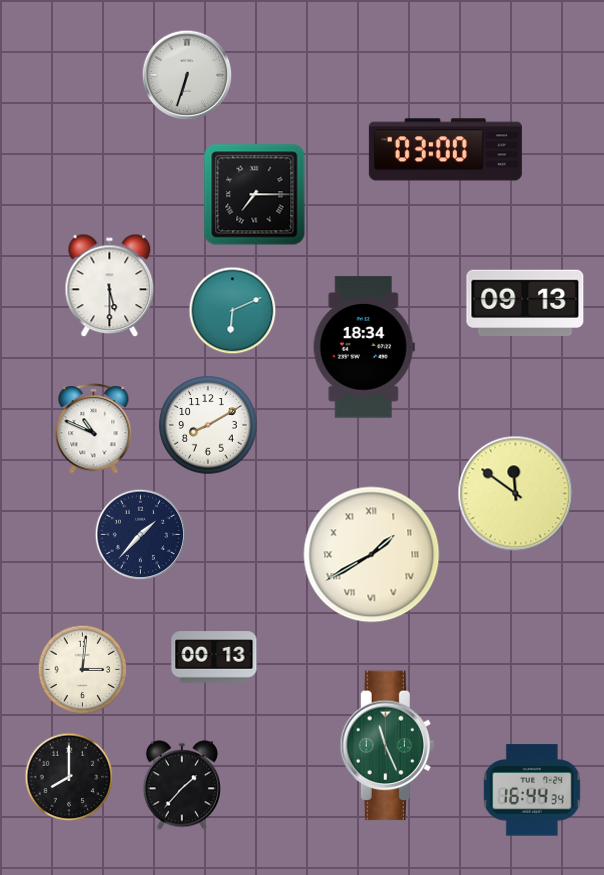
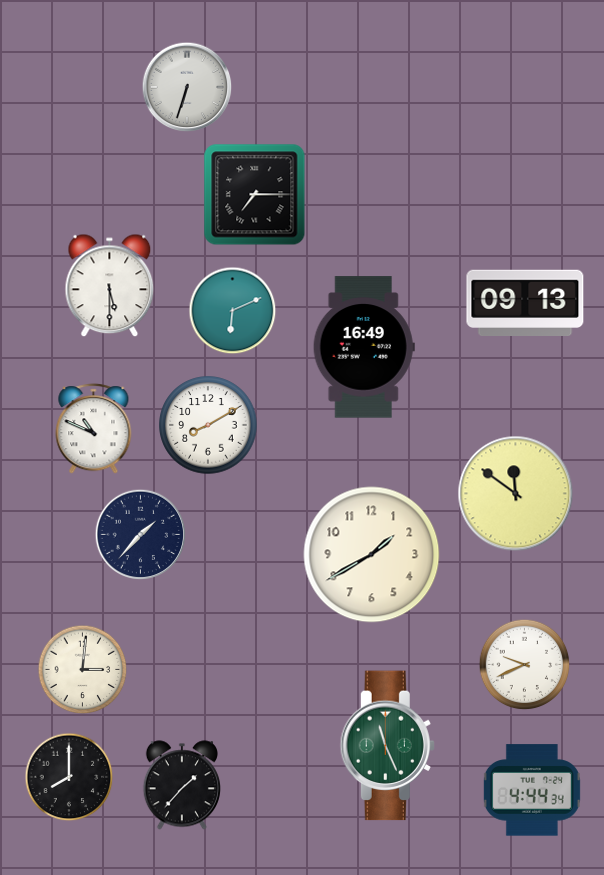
clock at (187, 75) position: (187, 75) -> (187, 87)
clock at (445, 150): 03:00 -> none
clock at (364, 347): 18:34 -> 16:49
clock at (372, 555) numerals: Roman -> Arabic
clock at (214, 657): 00:13 -> none
clock at (525, 665): none -> 9:41
clock at (532, 790): 16:44 -> 4:44
